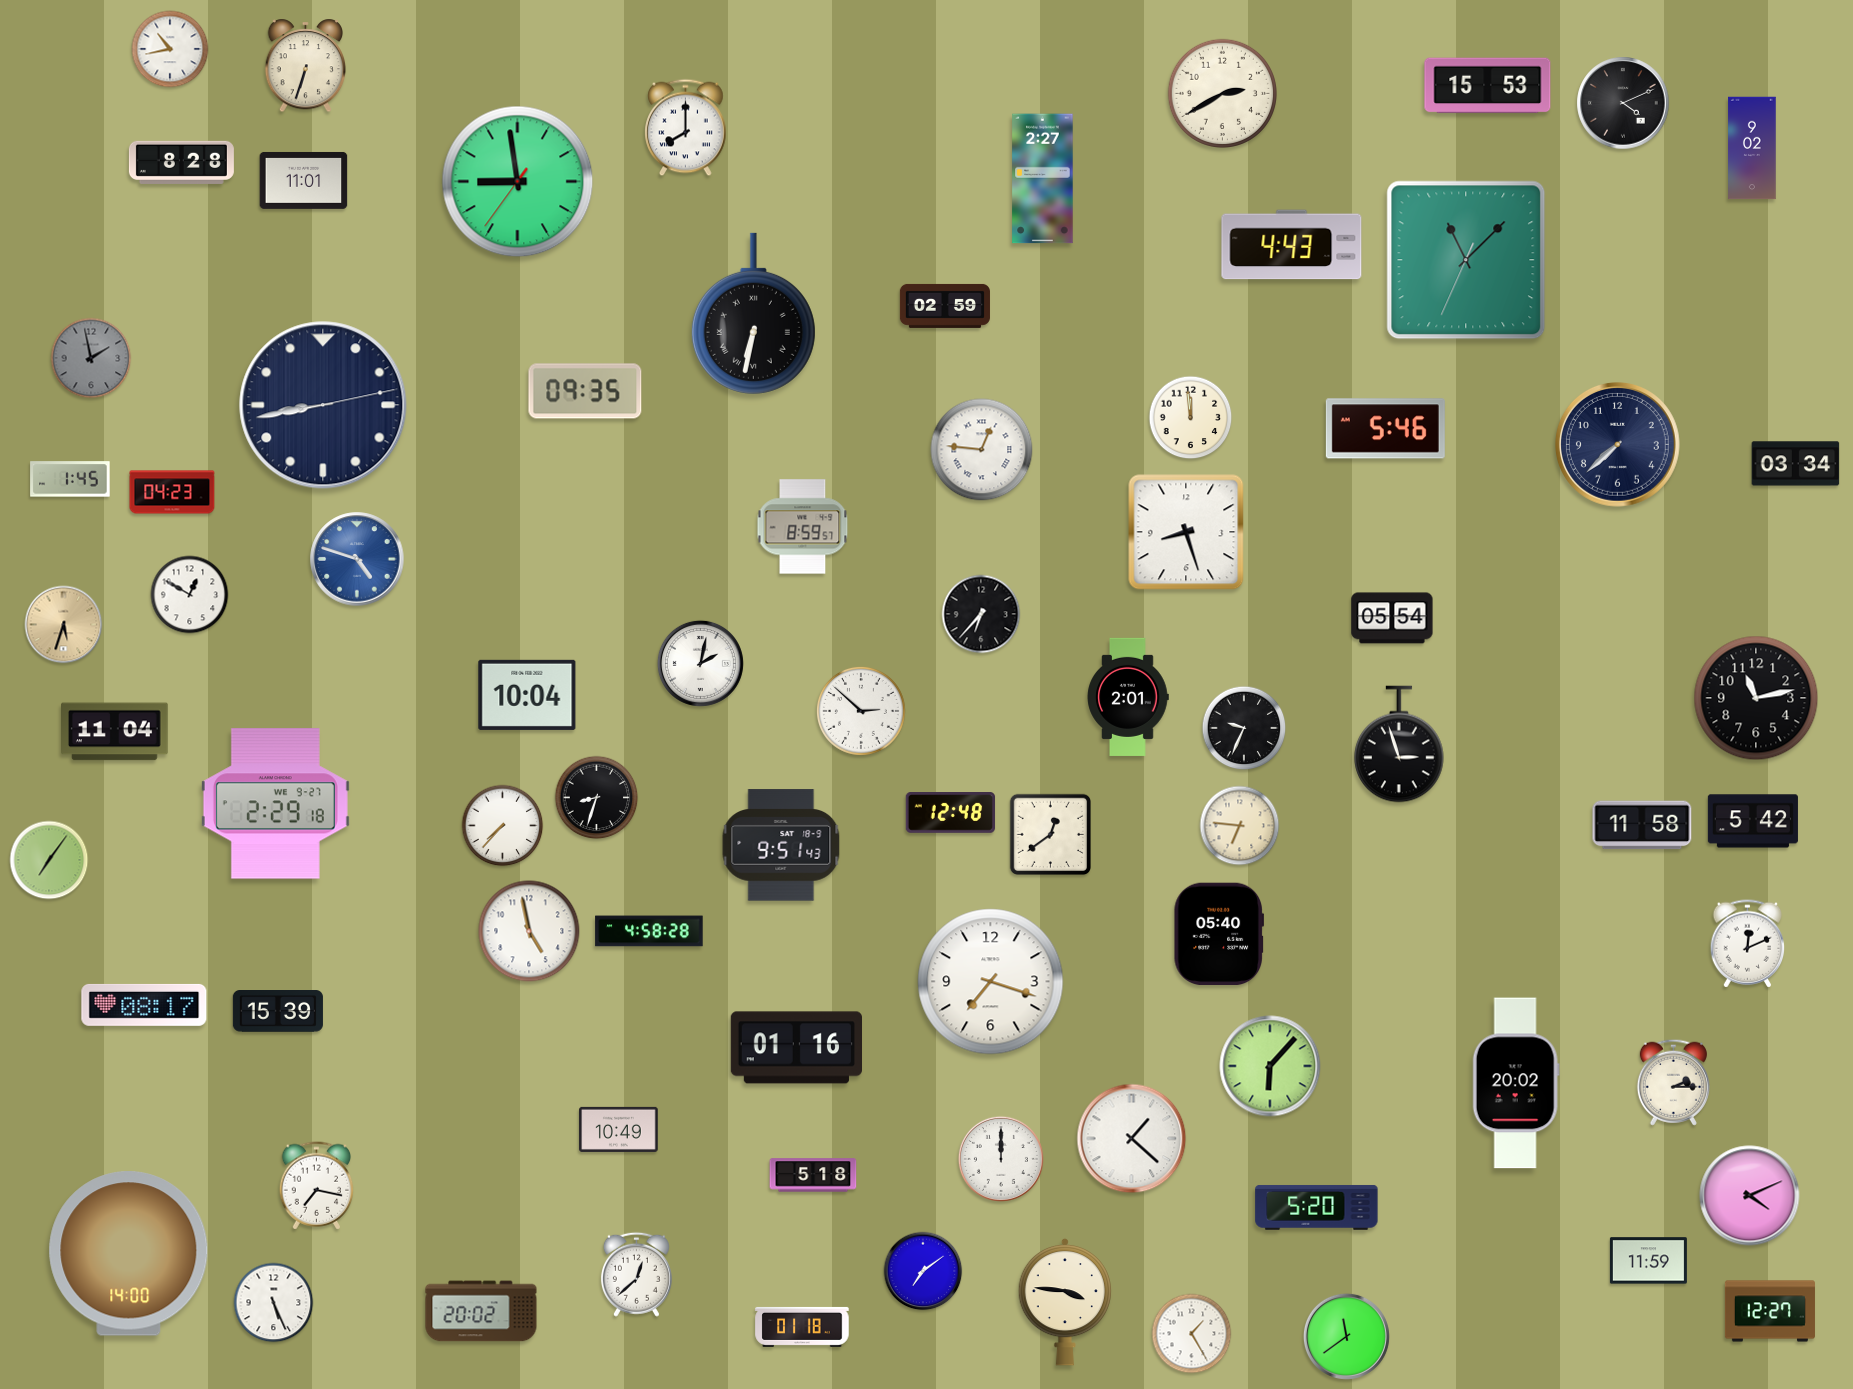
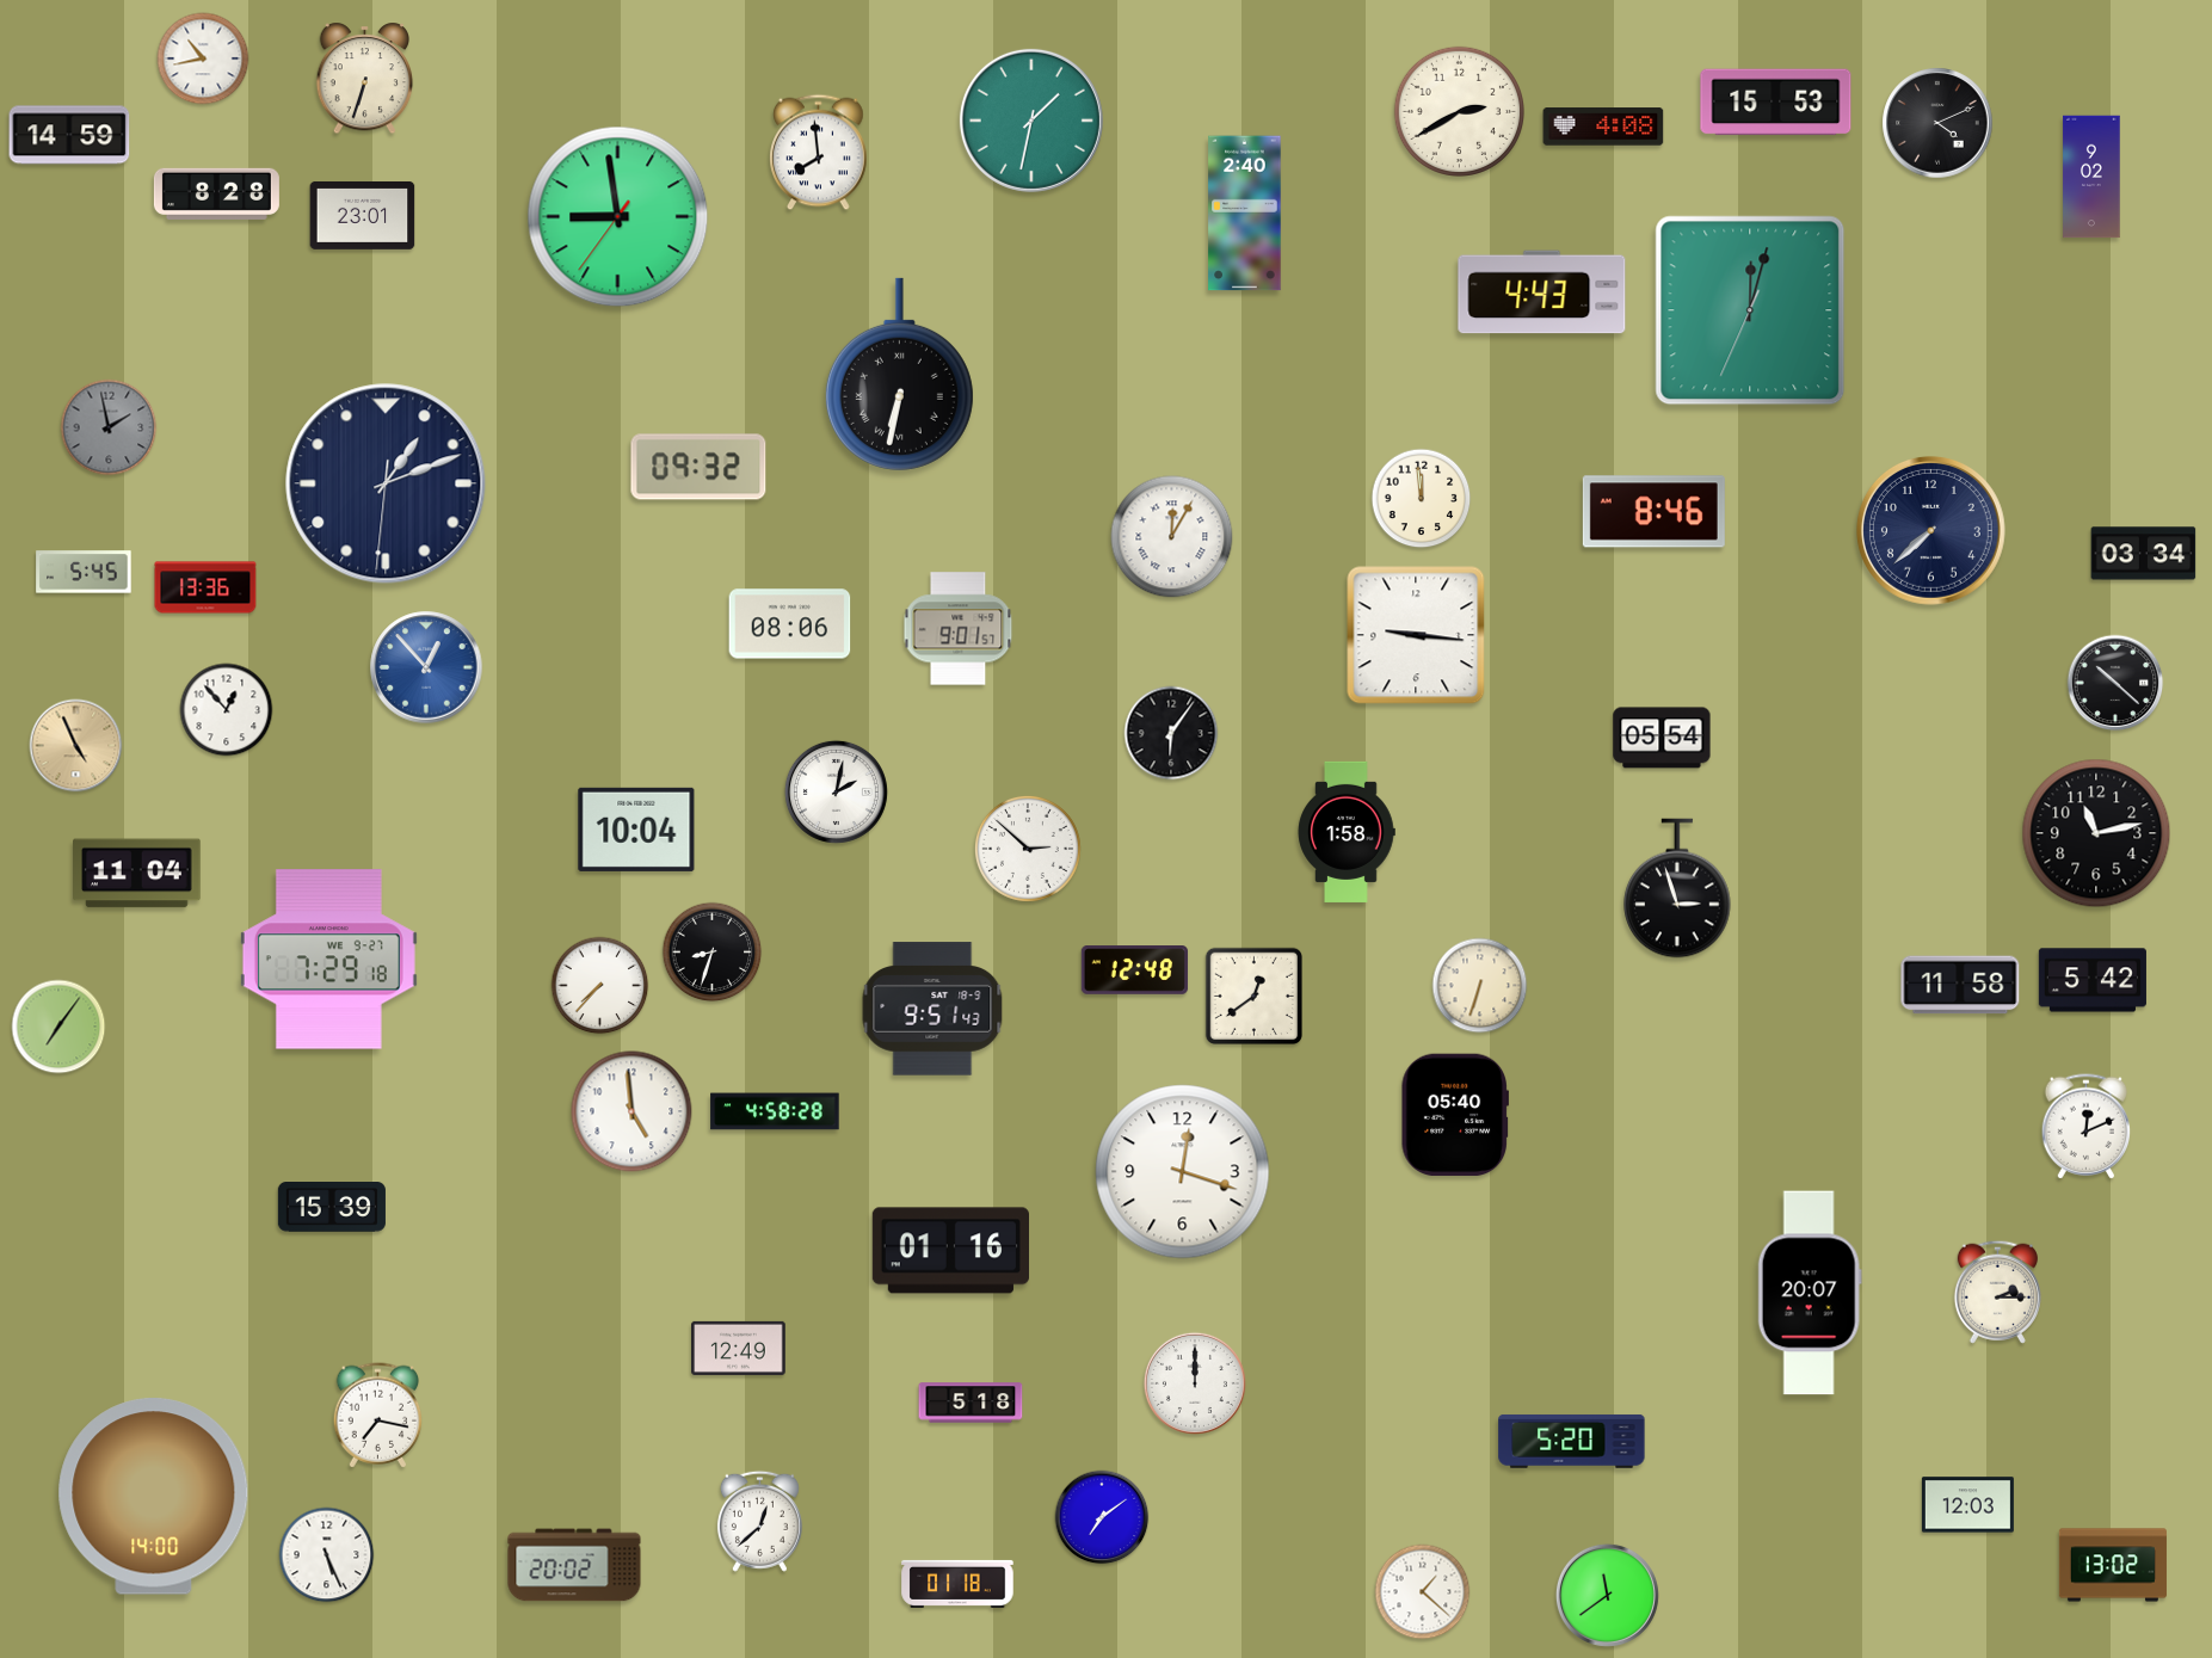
clock at (1031, 121): none -> 1:32
clock at (1603, 127): none -> 4:08
clock at (69, 135): none -> 14:59
clock at (686, 128): 8:00 -> 7:59
clock at (1043, 179): 2:27 -> 2:40
clock at (304, 180): 11:01 -> 23:01
clock at (1466, 260): 11:07 -> 12:02
clock at (945, 306): 02:59 -> none
clock at (585, 391): 09:35 -> 09:32
clock at (323, 405): 8:43 -> 1:11
clock at (1385, 429): 5:46 -> 8:46
clock at (982, 450): 12:46 -> 12:05
clock at (70, 479): 1:45 -> 5:45
clock at (172, 492): 04:23 -> 13:36
clock at (790, 624): none -> 08:06
clock at (803, 527): 8:59 -> 9:01
clock at (1186, 532): 8:27 -> 9:16
clock at (357, 559): 4:48 -> 12:53
clock at (2115, 683): none -> 10:22
clock at (190, 595): 12:50 -> 12:53
clock at (981, 614): 6:37 -> 6:06
clock at (64, 625): 5:33 -> 4:56
clock at (527, 695) position: (527, 695) -> (636, 830)
clock at (1128, 697): 2:01 -> 1:58
clock at (1244, 728): 9:34 -> none
clock at (1399, 744) position: (1399, 744) -> (1677, 888)
clock at (275, 804): 2:29 -> 7:29
clock at (1240, 826): 6:46 -> 6:33
clock at (529, 931): 4:58 -> 4:59
clock at (991, 982): 7:18 -> 12:18
clock at (144, 1005): 08:17 -> none
clock at (1270, 1066): 6:07 -> none
clock at (1516, 1083): 20:02 -> 20:07
clock at (619, 1129): 10:49 -> 12:49
clock at (1132, 1139): 1:22 -> none
clock at (1750, 1196): 4:11 -> none
clock at (1648, 1261): 11:59 -> 12:03
clock at (1064, 1302): 3:46 -> none
clock at (1770, 1311): 12:27 -> 13:02
clock at (1192, 1334): 1:25 -> 1:22
